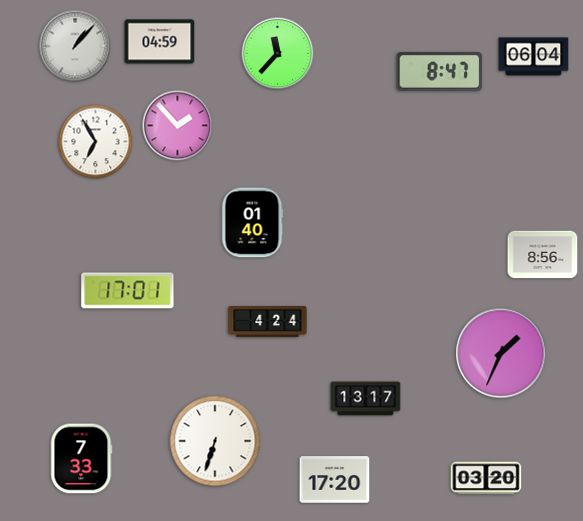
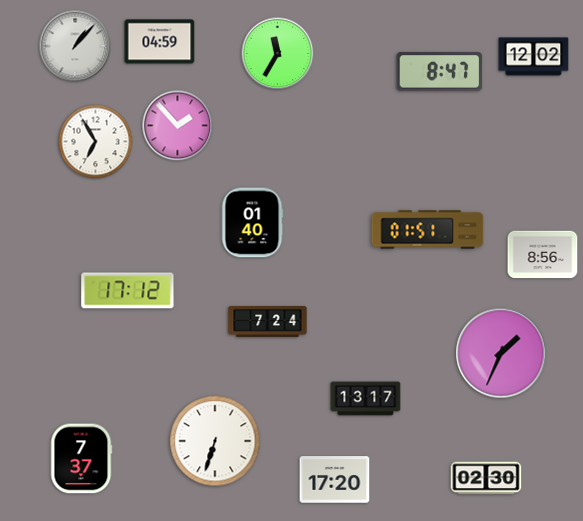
clock at (278, 54): 11:37 -> 11:35
clock at (534, 57): 06:04 -> 12:02
clock at (428, 230): none -> 01:51
clock at (128, 291): 17:01 -> 17:12
clock at (268, 322): 4:24 -> 7:24
clock at (81, 459): 7:33 -> 7:37
clock at (486, 478): 03:20 -> 02:30
